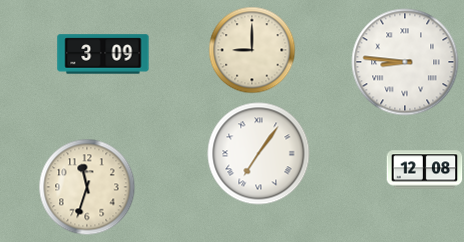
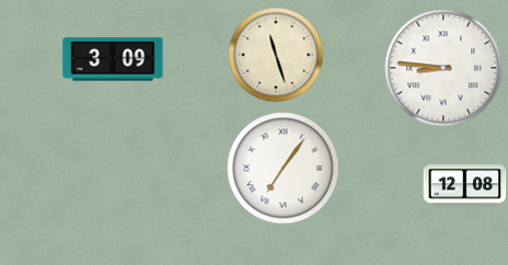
clock at (252, 50): 9:00 -> 11:27
clock at (87, 187): 11:33 -> none
